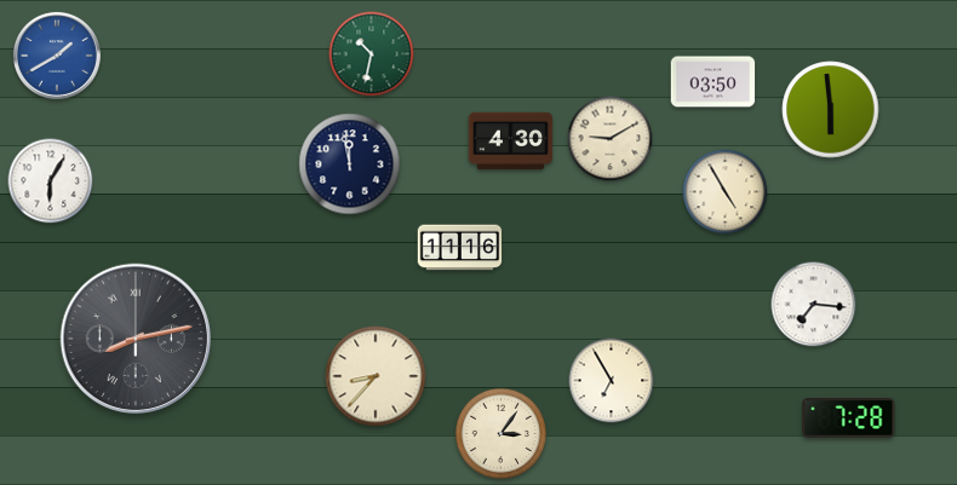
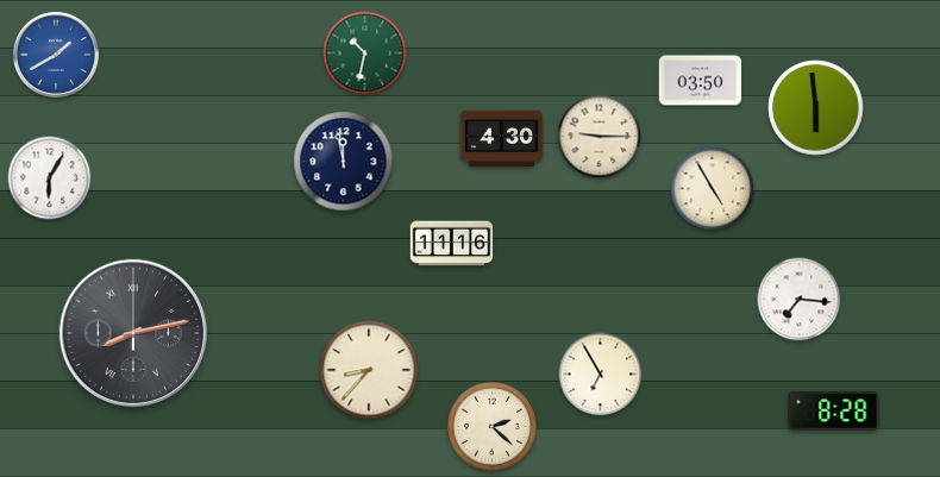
clock at (611, 139): 9:10 -> 9:15
clock at (849, 418): 7:28 -> 8:28
clock at (500, 433): 3:06 -> 2:22
